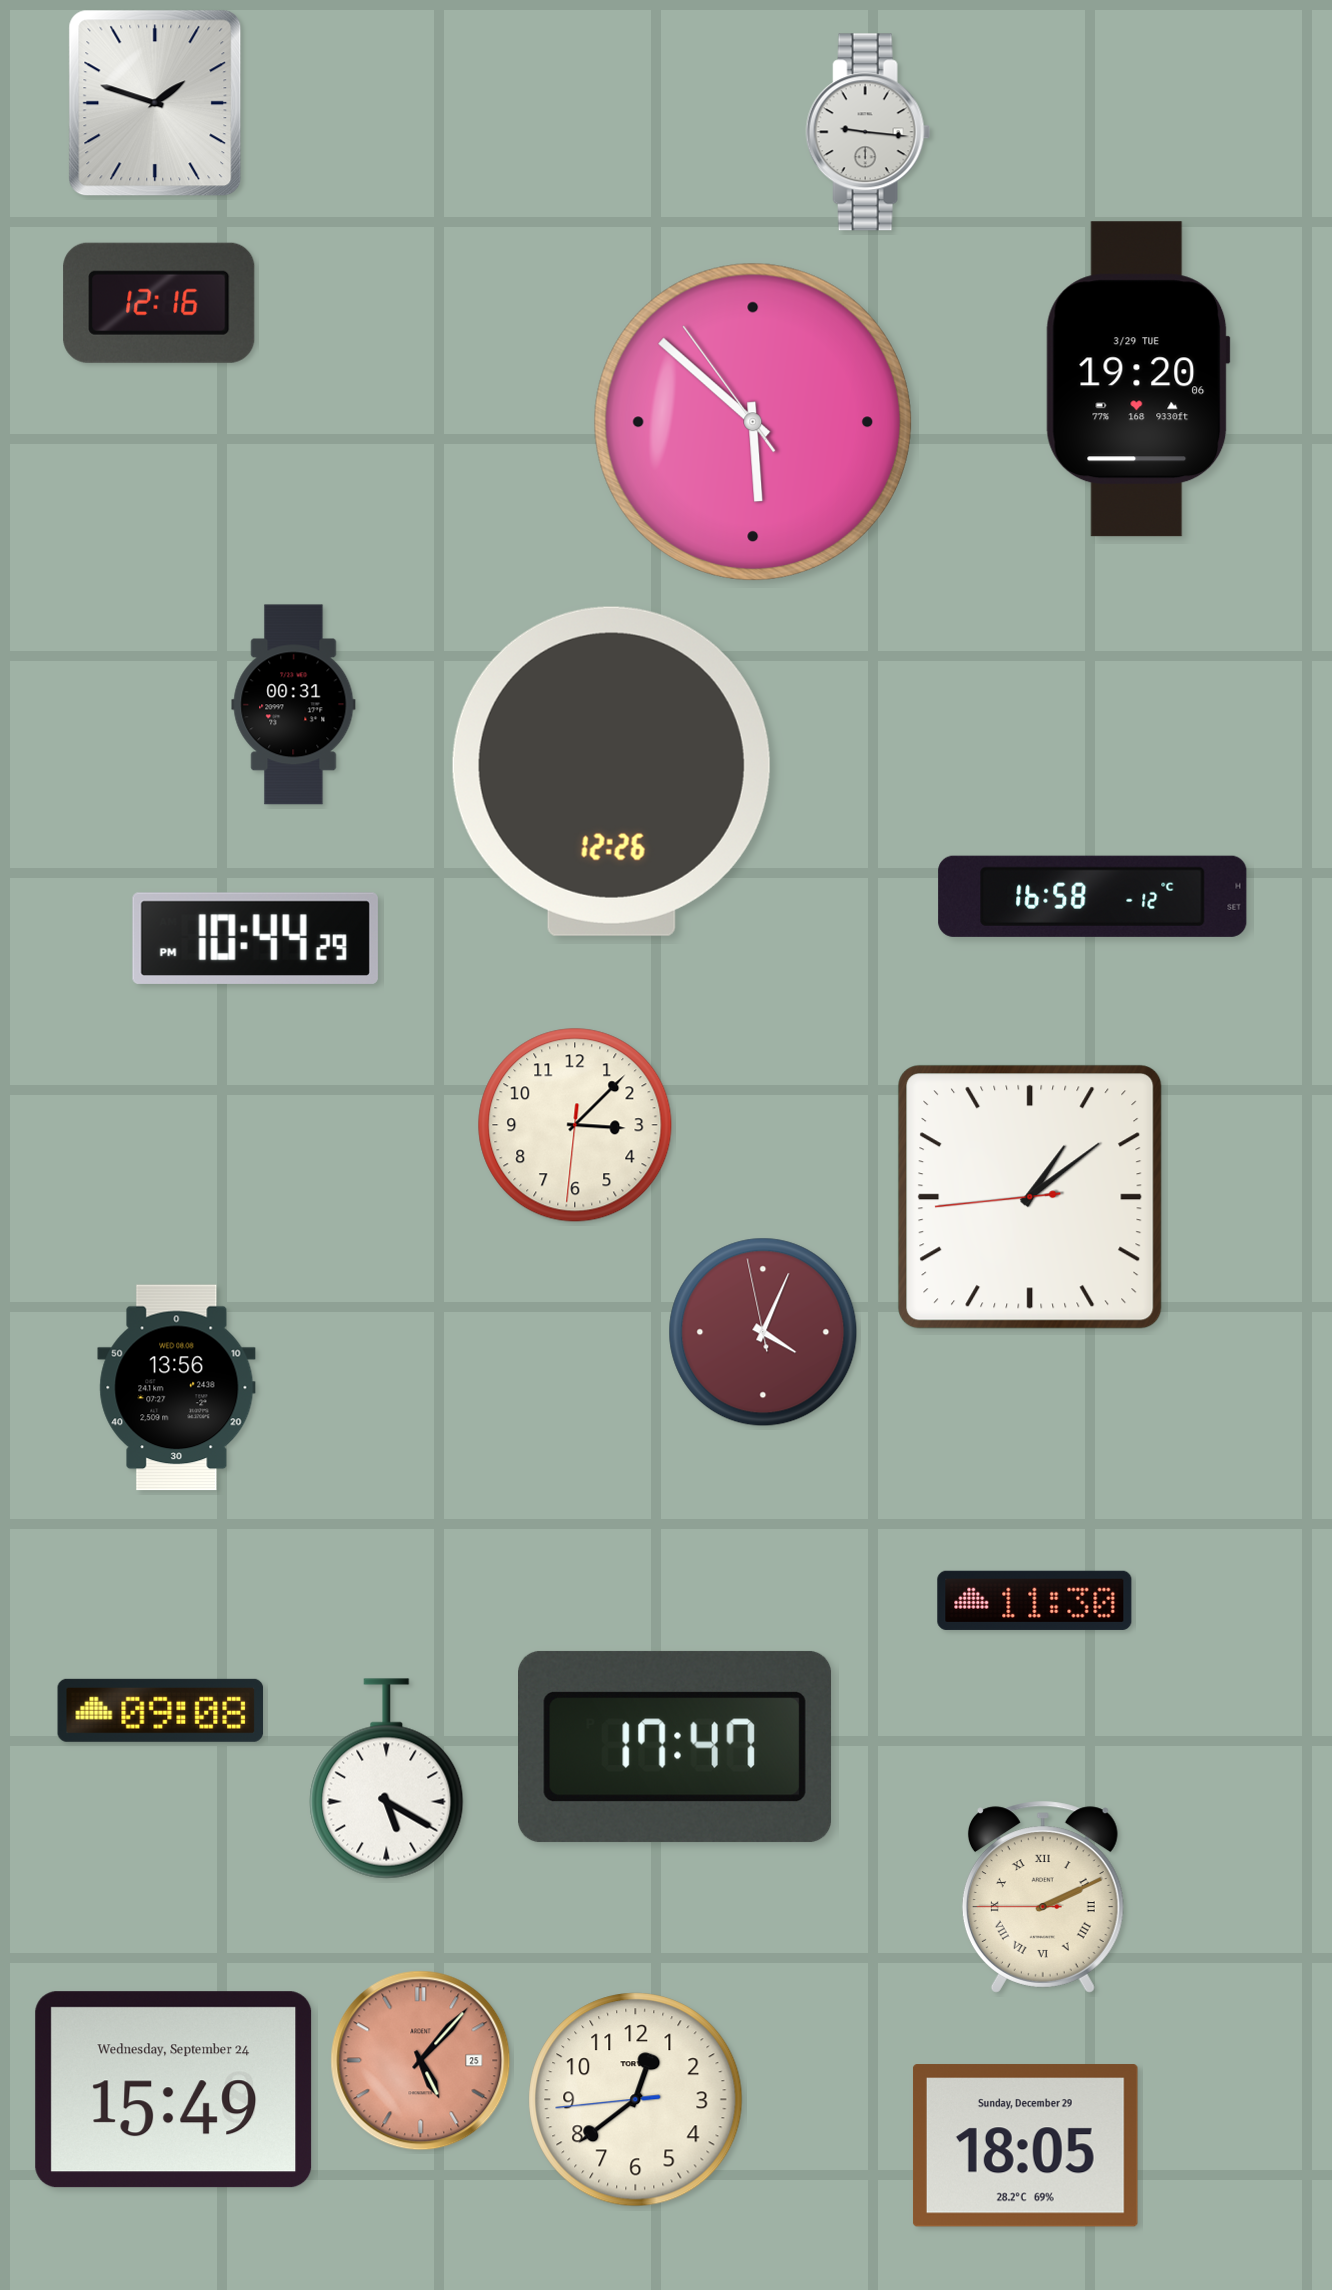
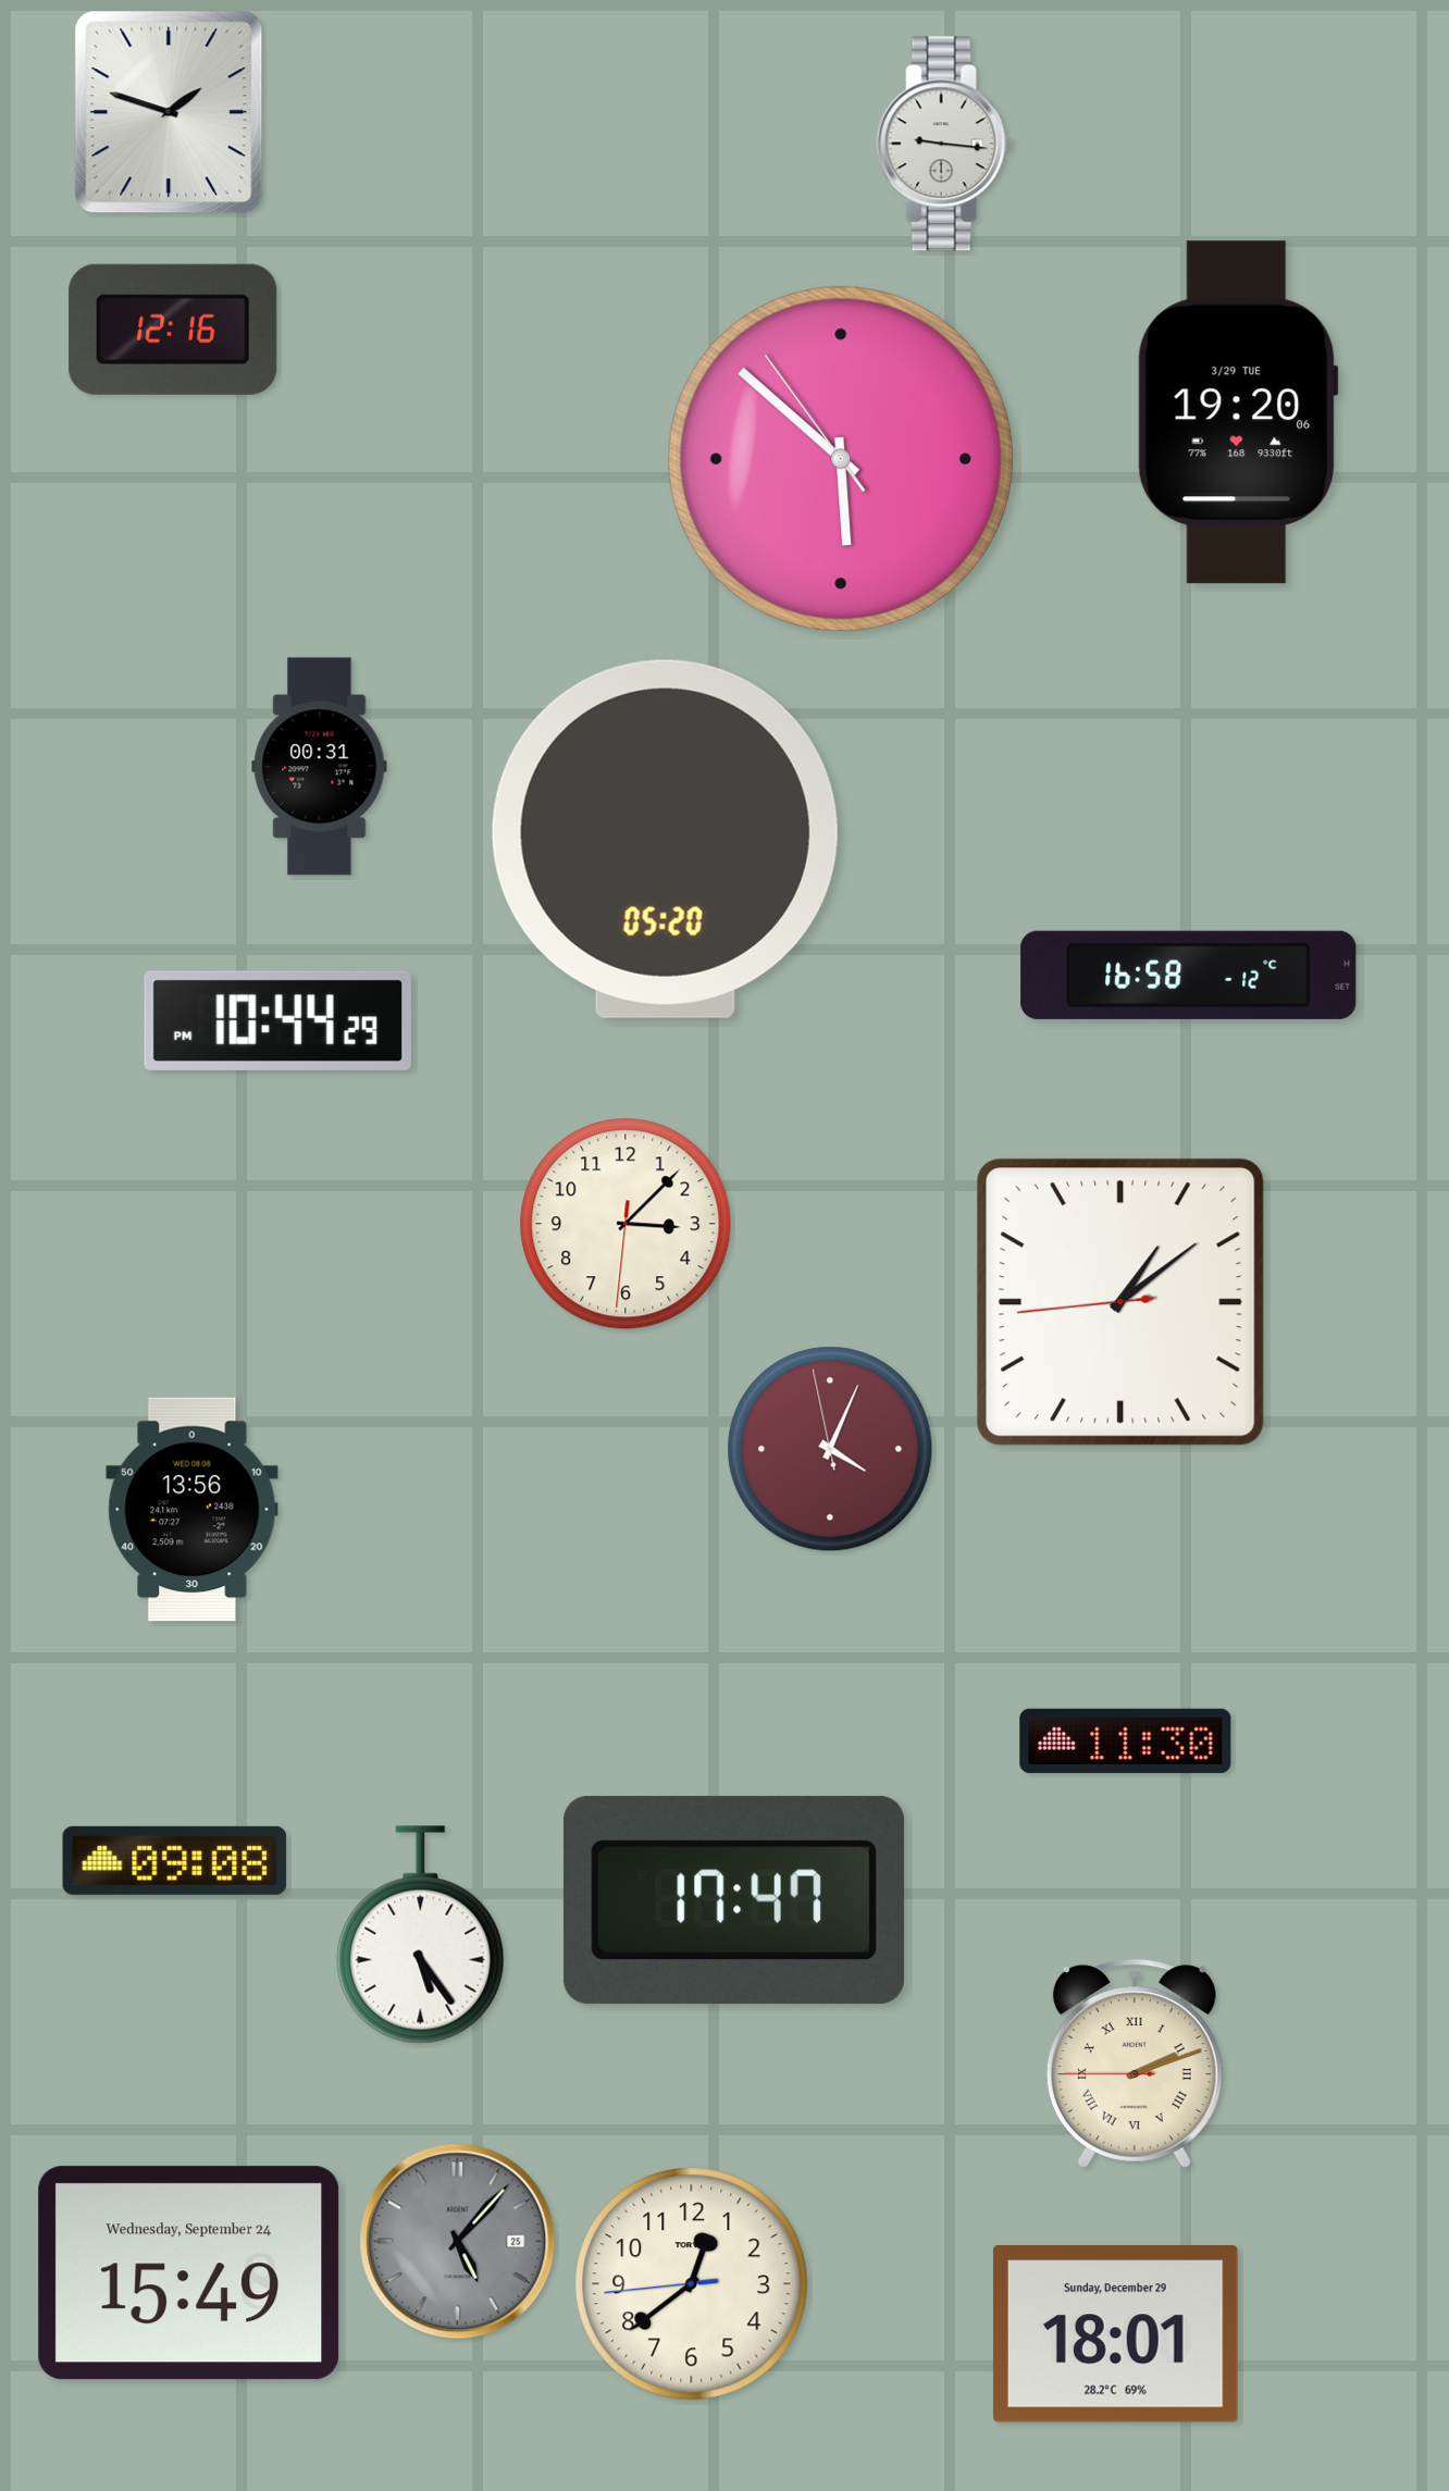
clock at (753, 422) position: (753, 422) -> (841, 459)
clock at (611, 771): 12:26 -> 05:20
clock at (387, 1779): 5:20 -> 5:24
clock at (1043, 1897): 2:10 -> 2:11
clock at (421, 2061) dial: salmon -> grey
clock at (1025, 2146): 18:05 -> 18:01
